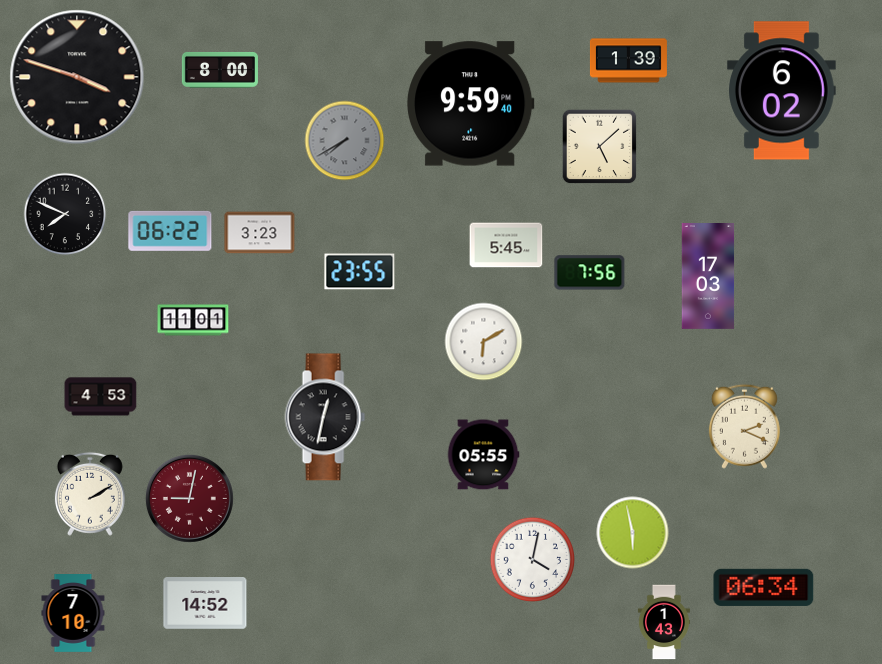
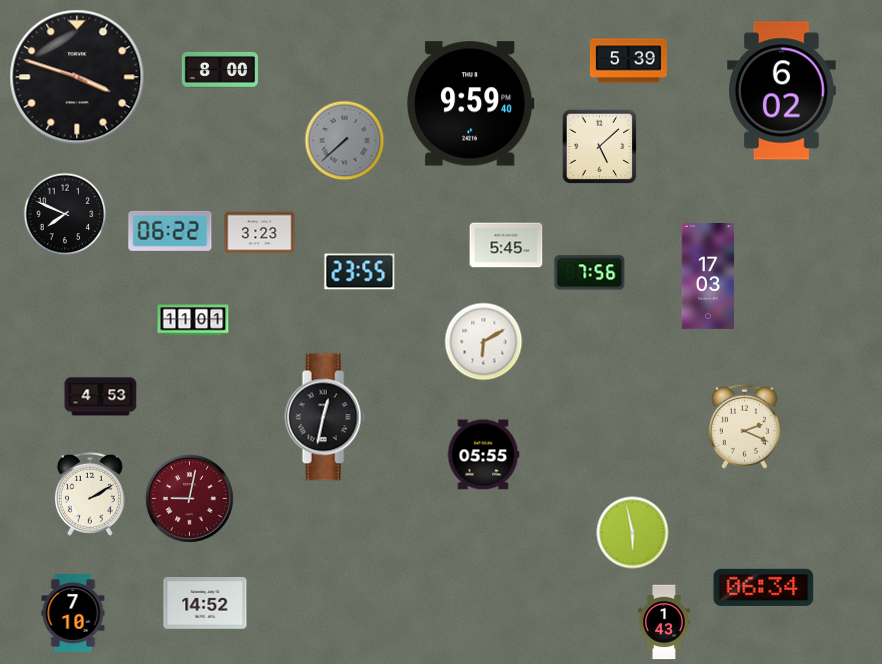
clock at (628, 61): 1:39 -> 5:39
clock at (345, 141): 7:40 -> 7:38
clock at (533, 560): 4:02 -> none
